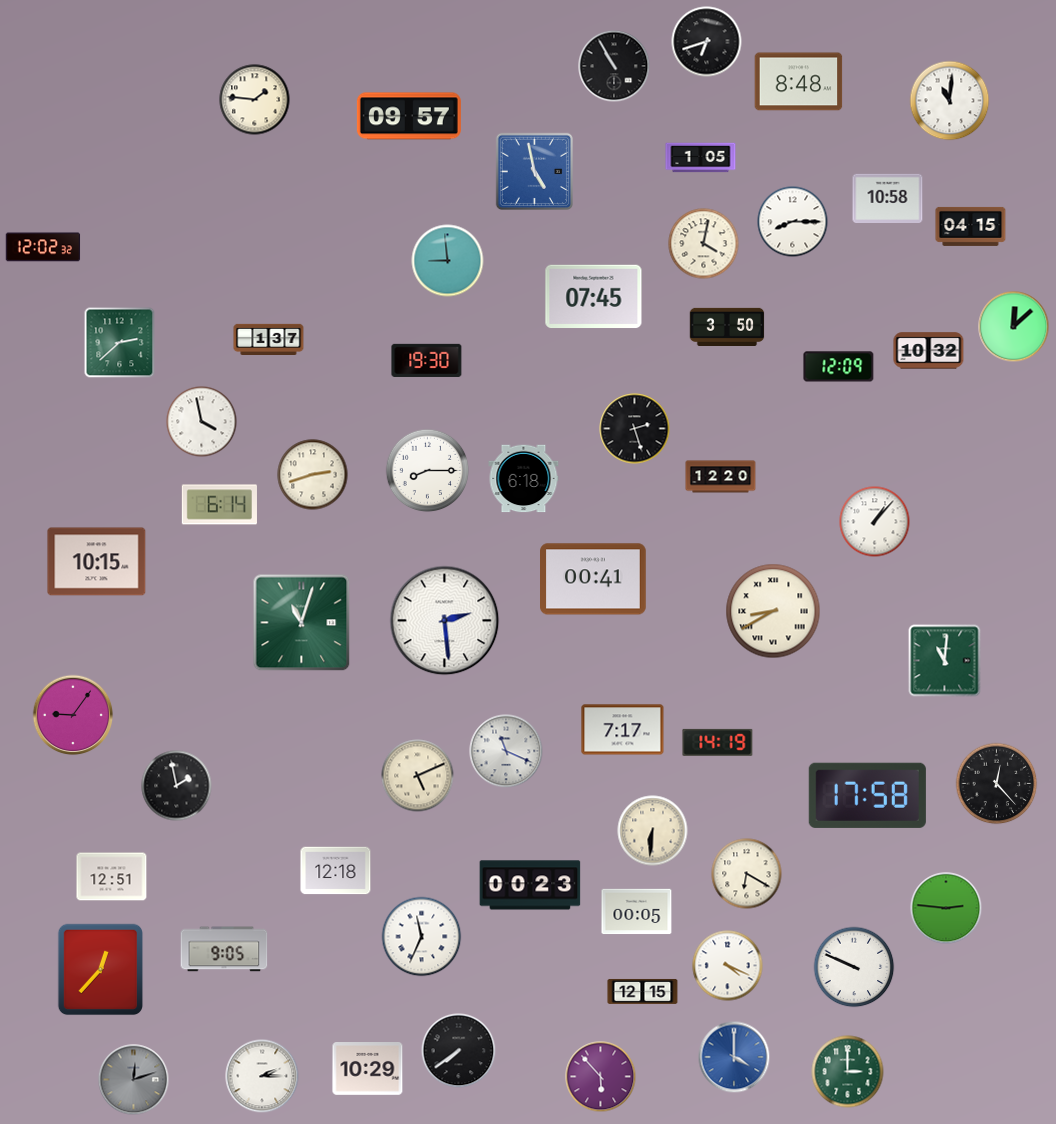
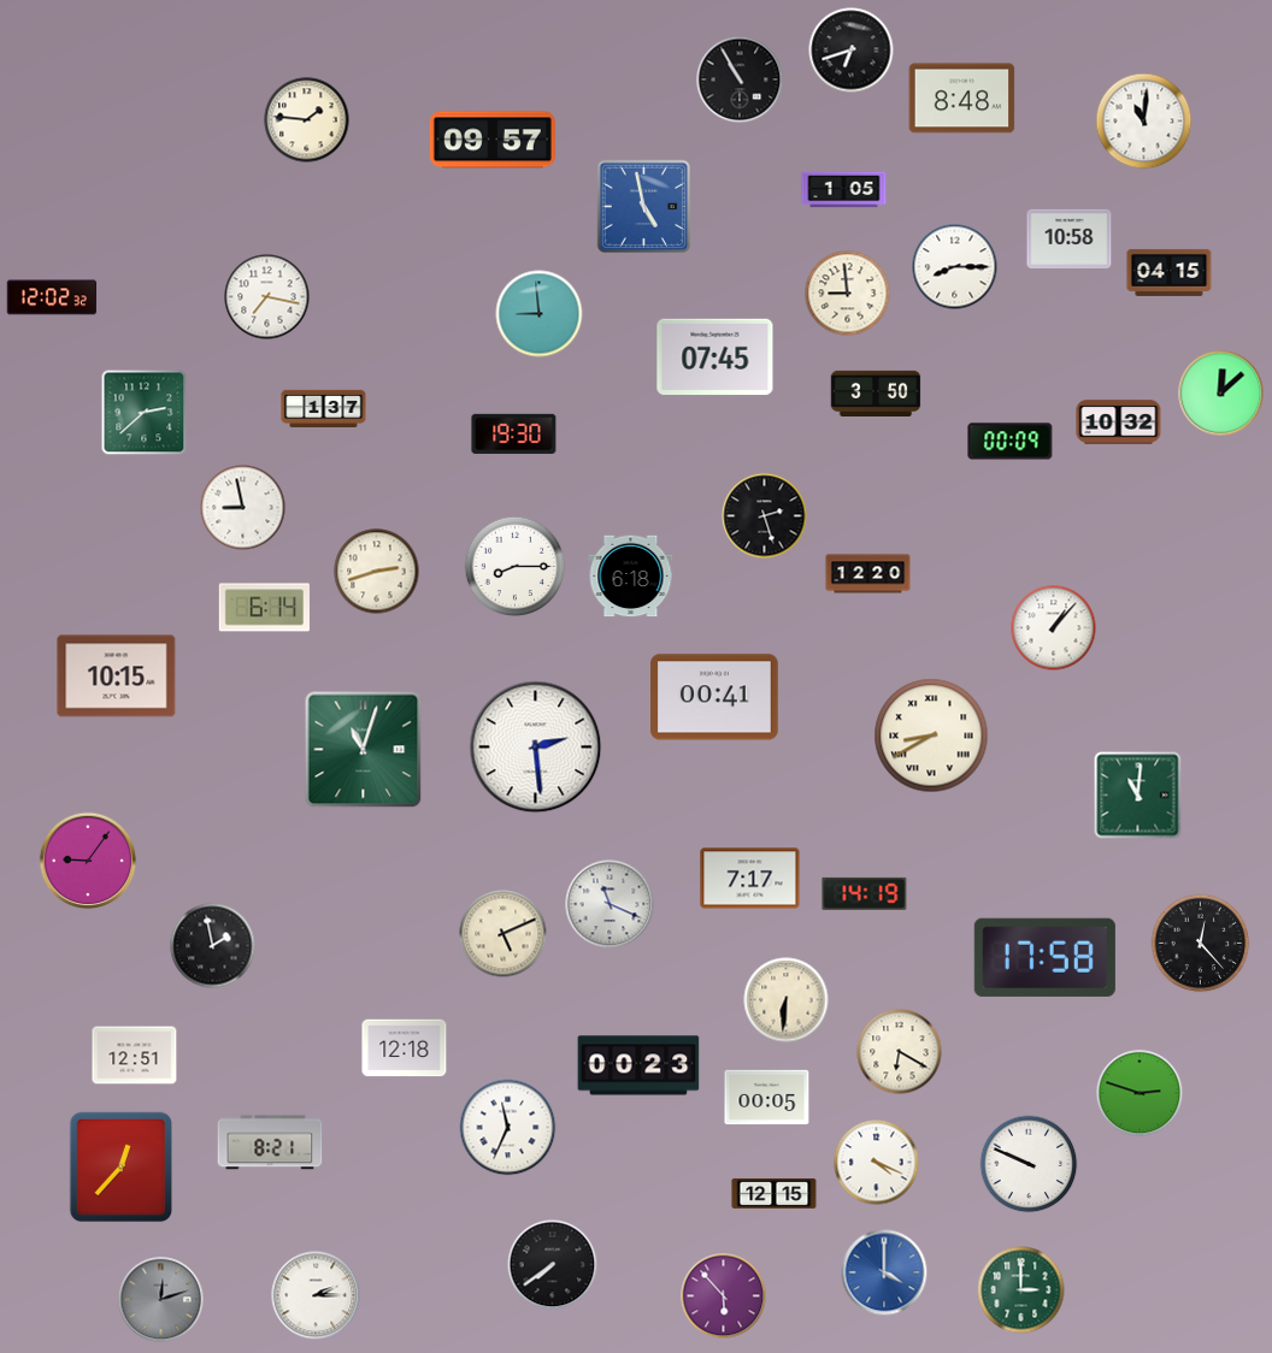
clock at (704, 244): 4:02 -> 8:59
clock at (267, 297): none -> 7:17
clock at (839, 367): 12:09 -> 00:09
clock at (202, 422): 3:58 -> 8:58
clock at (946, 908): 2:46 -> 2:48
clock at (224, 949): 9:05 -> 8:21
clock at (368, 1069): 10:29 -> none
